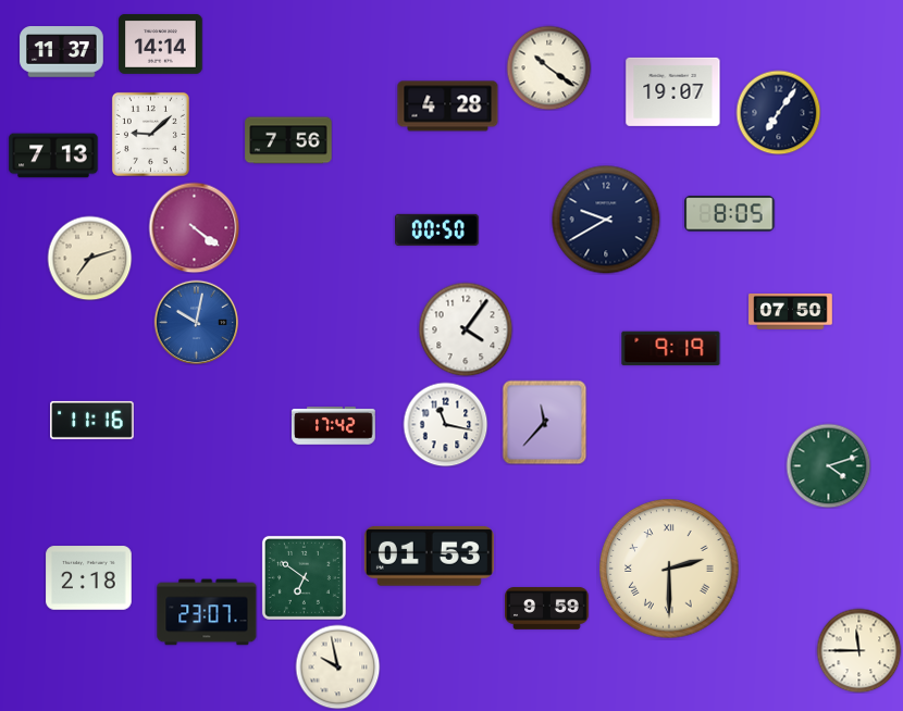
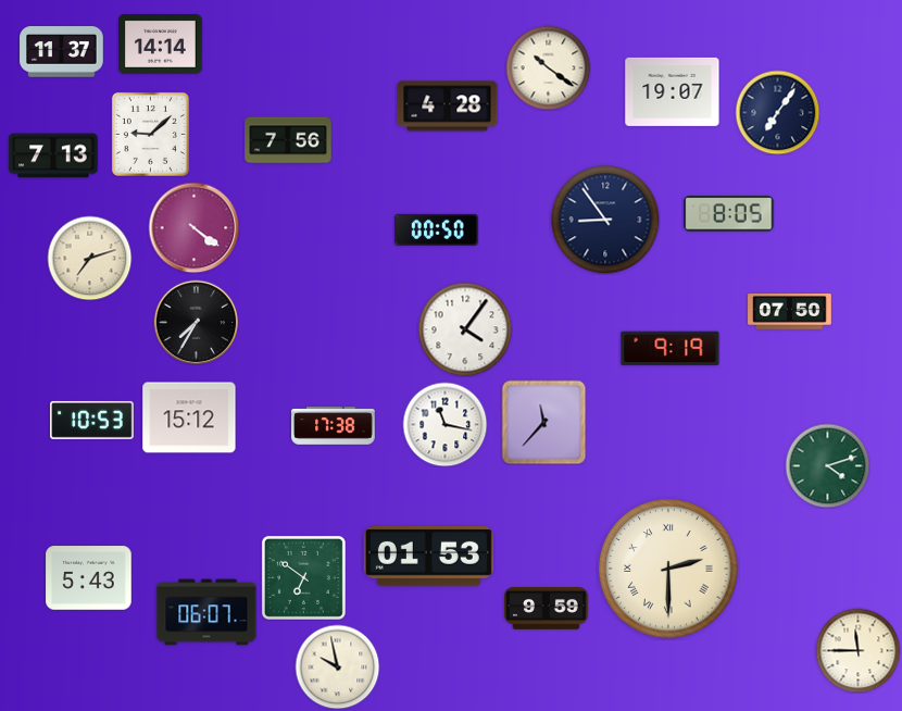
clock at (606, 220): 9:40 -> 8:54
clock at (196, 322): 10:02 -> 7:35
clock at (196, 322) dial: blue -> black
clock at (189, 417): none -> 15:12
clock at (92, 420): 11:16 -> 10:53
clock at (334, 426): 17:42 -> 17:38
clock at (89, 578): 2:18 -> 5:43
clock at (207, 612): 23:07 -> 06:07
